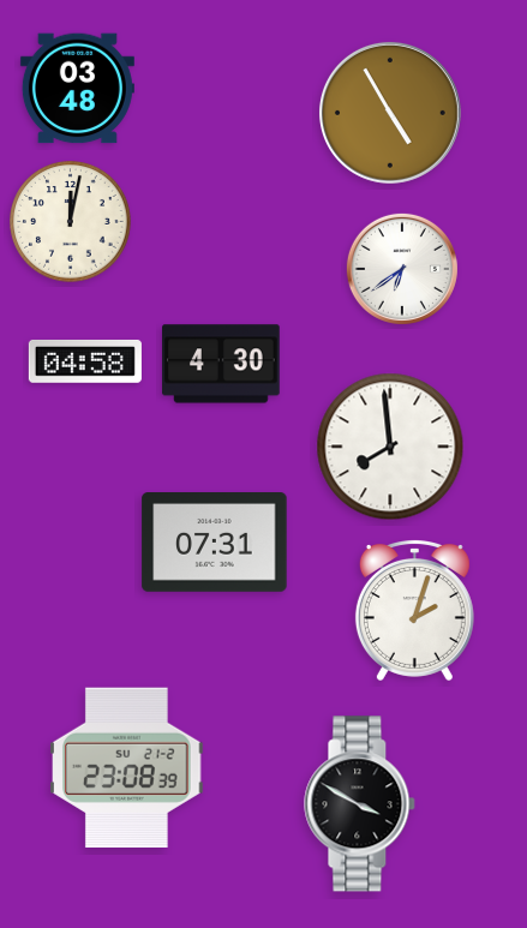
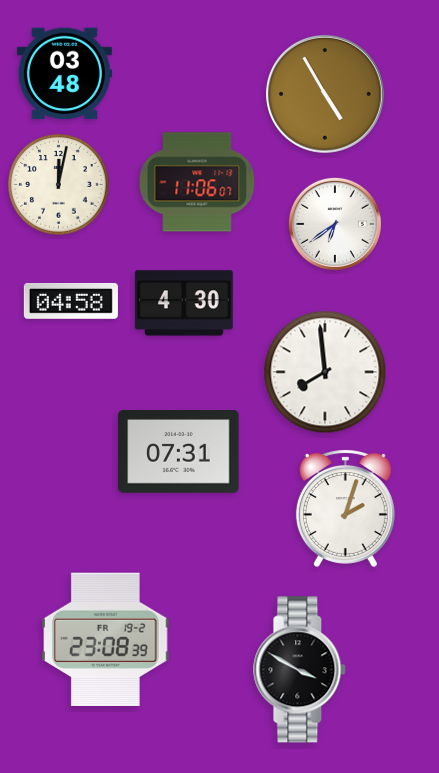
clock at (197, 182): none -> 11:06
clock at (127, 767) date: SU 21-2 -> FR 19-2
